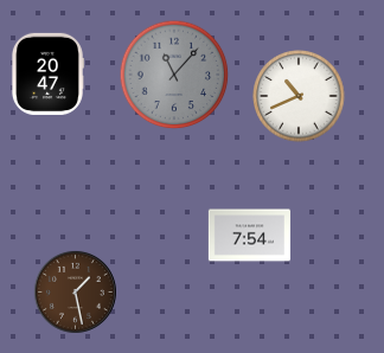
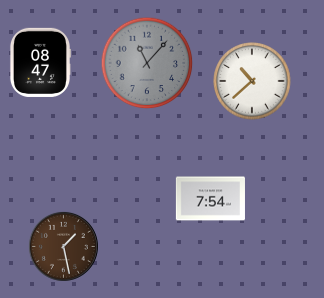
clock at (47, 73): 20:47 -> 08:47
clock at (299, 96): 10:41 -> 10:38
